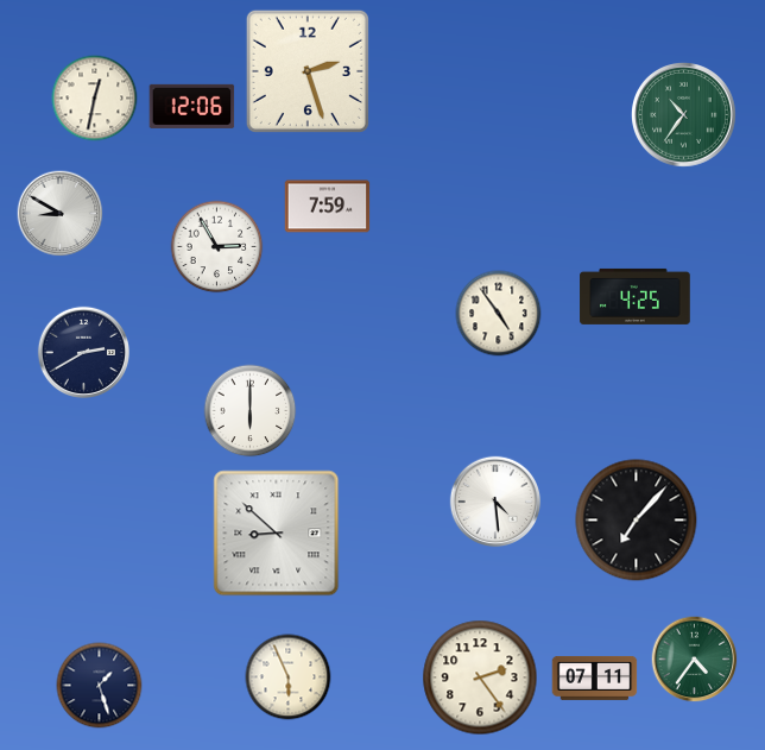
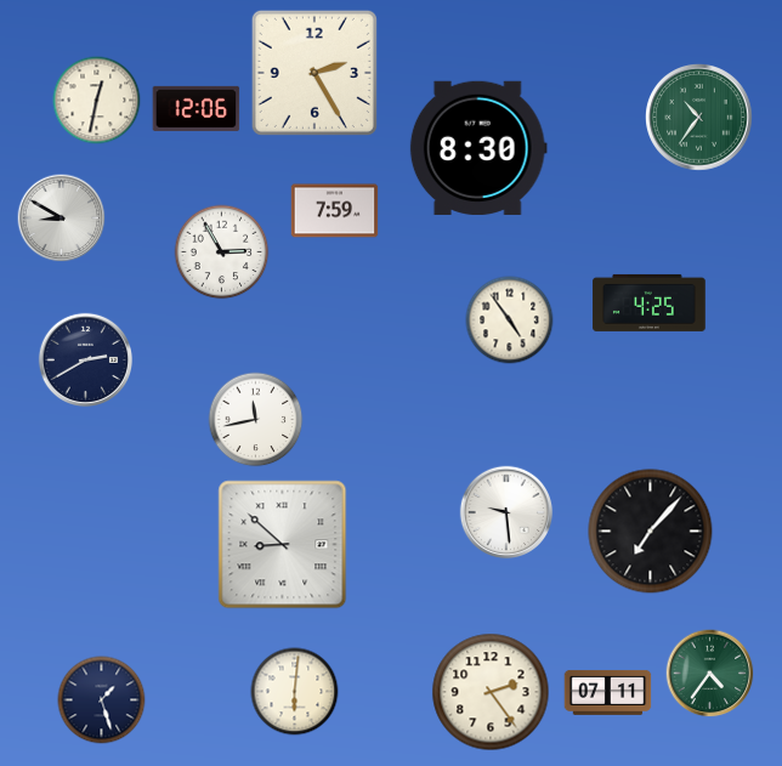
clock at (308, 71): 2:27 -> 2:25
clock at (478, 148): none -> 8:30
clock at (251, 411): 6:00 -> 11:43
clock at (495, 502): 4:29 -> 9:29
clock at (289, 677): 5:56 -> 6:01
